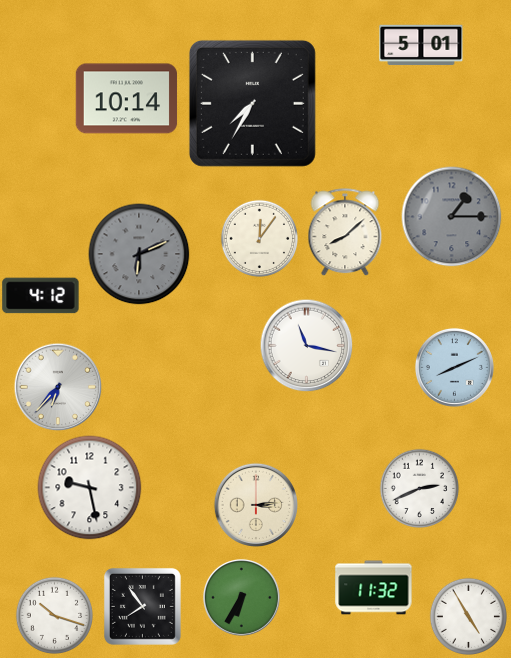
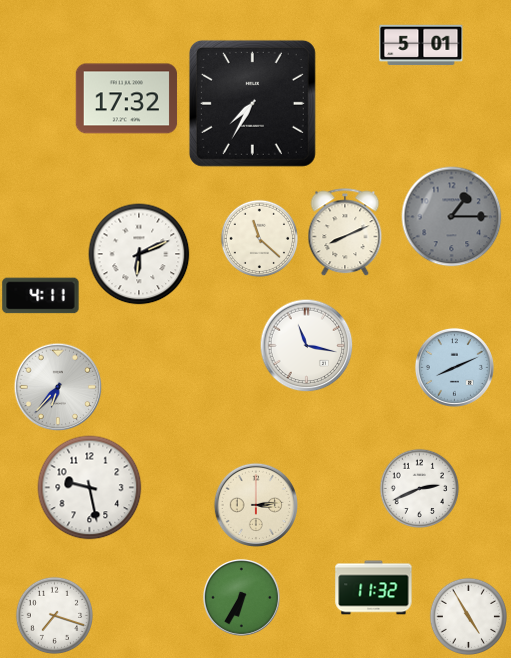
clock at (127, 99): 10:14 -> 17:32
clock at (345, 232): 8:08 -> 8:11
clock at (259, 238): 12:06 -> 11:22
clock at (139, 254) dial: grey -> white
clock at (41, 296): 4:12 -> 4:11
clock at (142, 606): 7:54 -> none
clock at (54, 615): 10:18 -> 7:18
